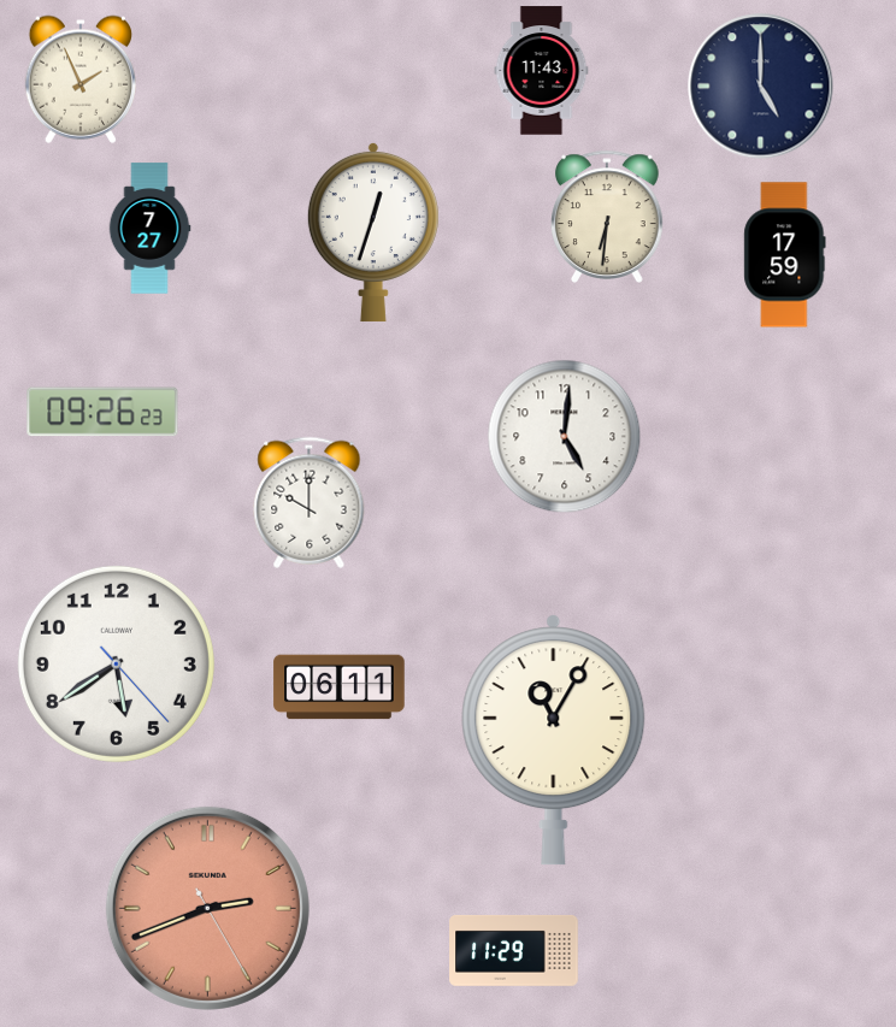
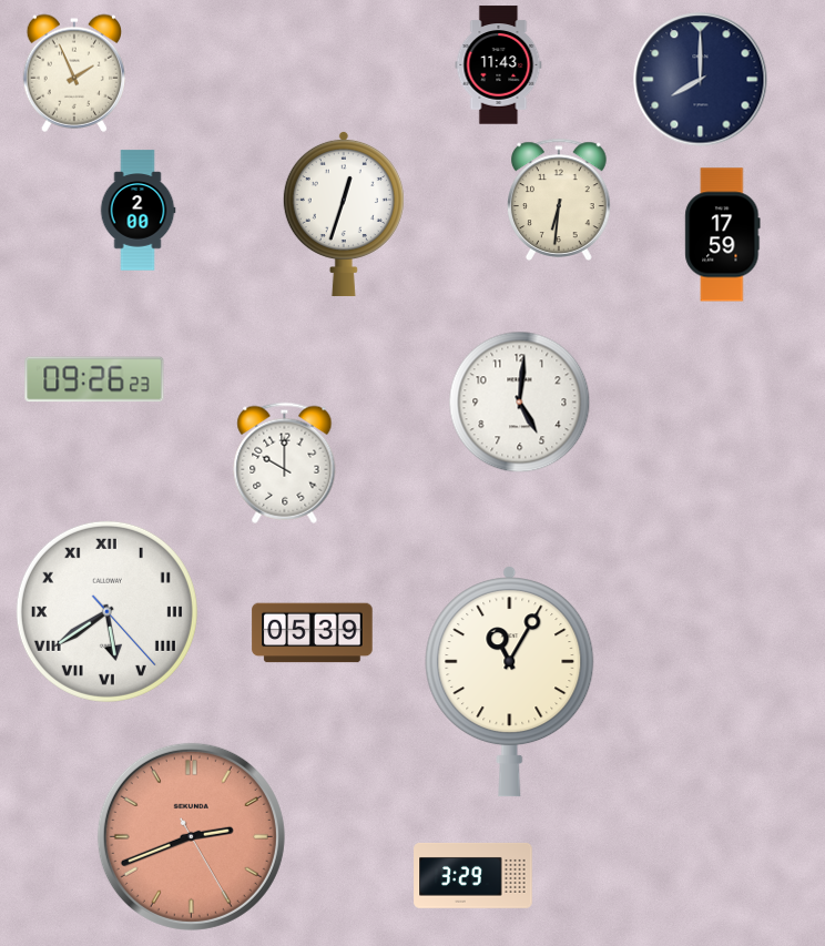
clock at (761, 87): 5:00 -> 8:00
clock at (149, 229): 7:27 -> 2:00
clock at (116, 663) numerals: Arabic -> Roman
clock at (340, 687): 06:11 -> 05:39
clock at (514, 950): 11:29 -> 3:29
